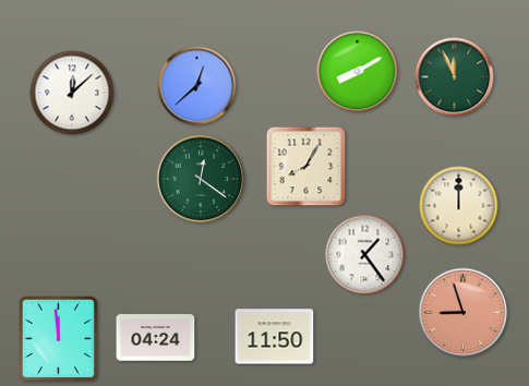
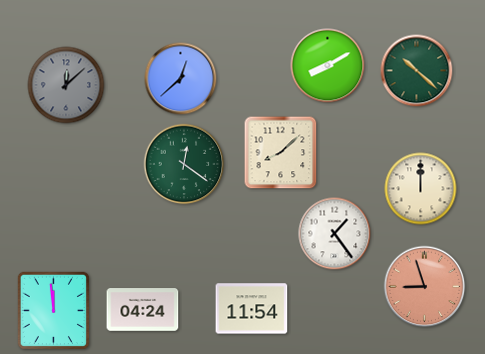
clock at (455, 77): 11:56 -> 10:22
clock at (72, 93) dial: white -> grey
clock at (306, 167): 8:05 -> 8:08
clock at (275, 337): 11:50 -> 11:54
